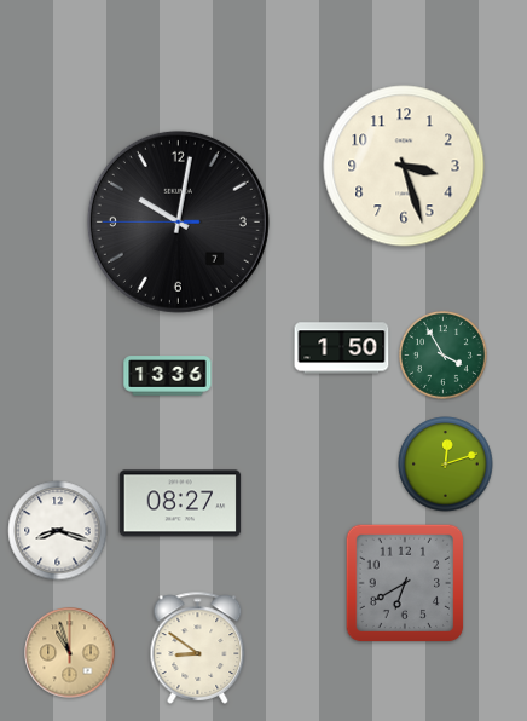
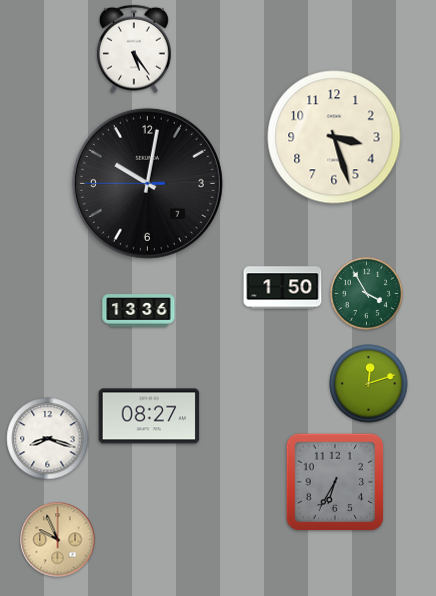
clock at (134, 49): none -> 5:24
clock at (405, 583): 6:40 -> 6:35
clock at (198, 647): 8:51 -> none
clock at (70, 653): 10:57 -> 9:56
